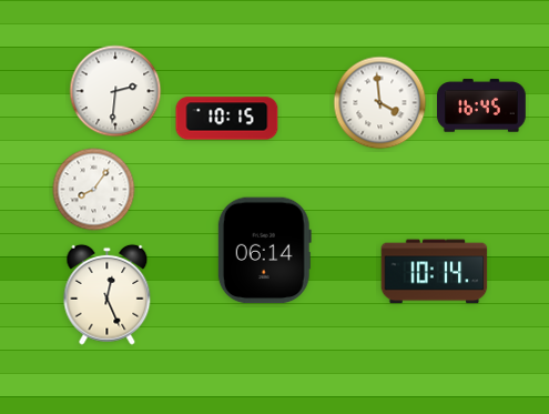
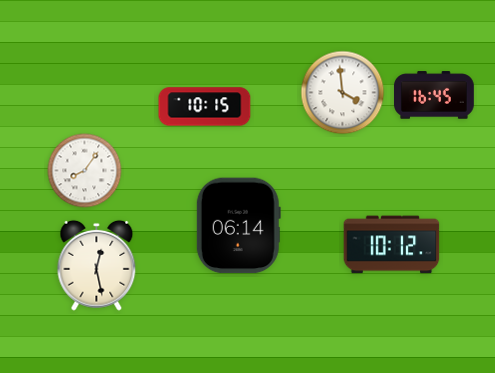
clock at (115, 91): 2:31 -> none
clock at (435, 272): 10:14 -> 10:12
clock at (108, 294): 12:26 -> 12:28
